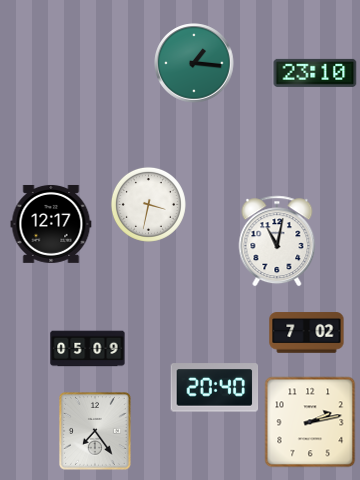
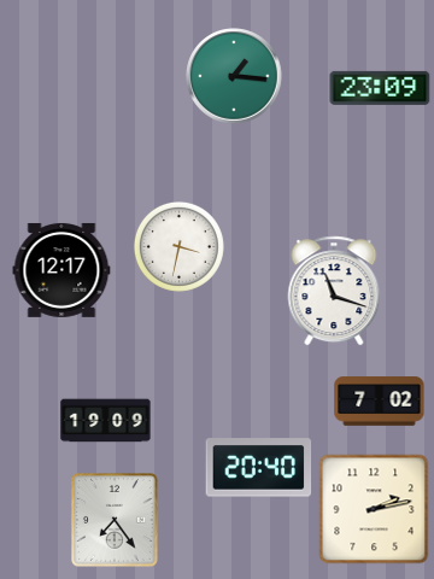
clock at (315, 73): 23:10 -> 23:09
clock at (277, 241): 11:02 -> 11:18
clock at (307, 333) position: (307, 333) -> (380, 402)
clock at (88, 349): 05:09 -> 19:09
